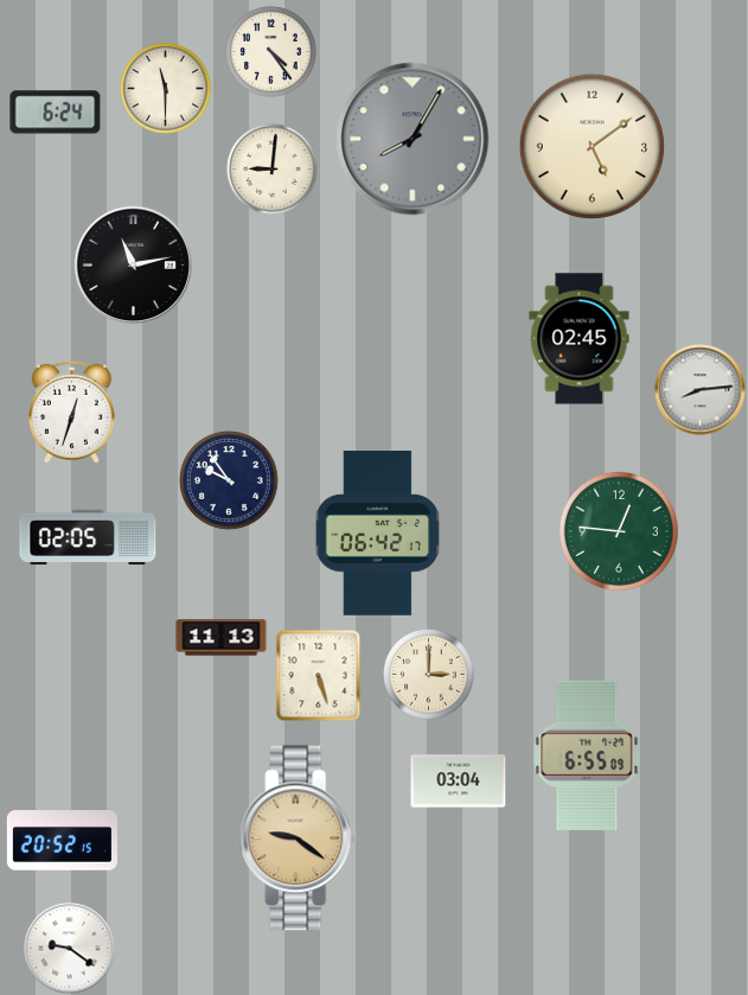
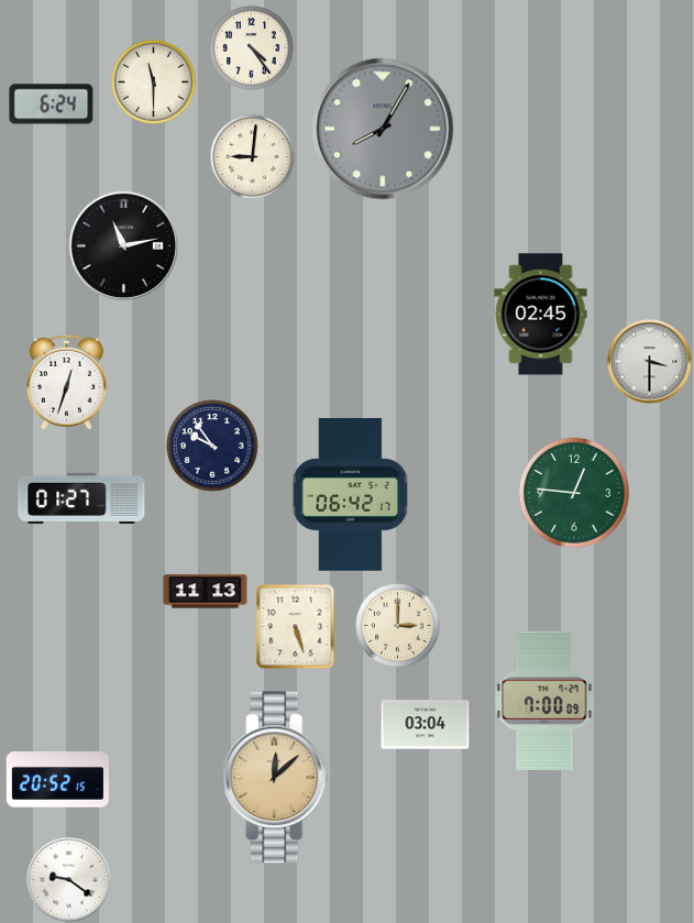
clock at (592, 146): 5:09 -> none
clock at (580, 339) position: (580, 339) -> (541, 315)
clock at (701, 390): 8:14 -> 3:30
clock at (88, 537): 02:05 -> 01:27
clock at (587, 755): 6:55 -> 7:00
clock at (299, 838): 9:21 -> 12:08
clock at (70, 949) position: (70, 949) -> (69, 880)
